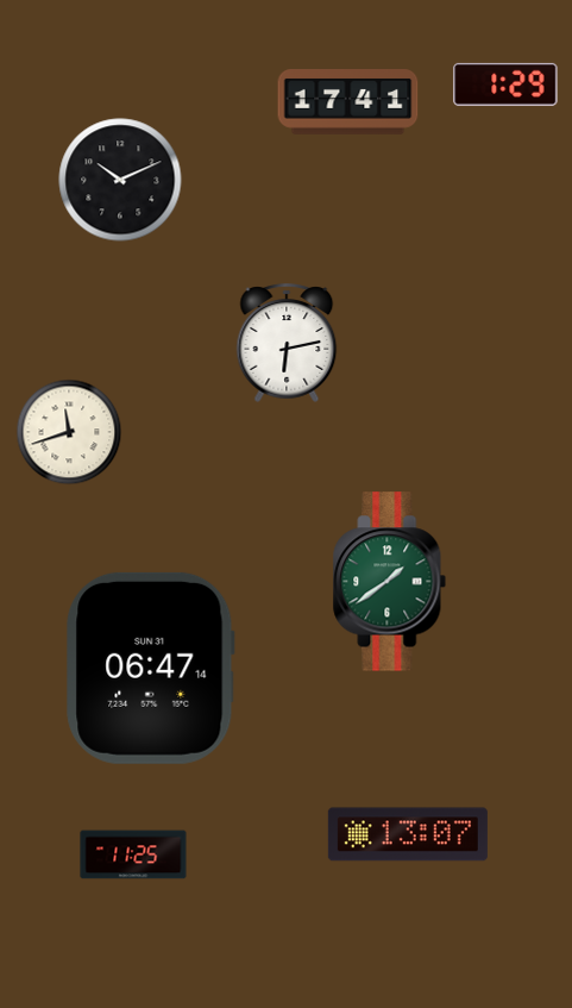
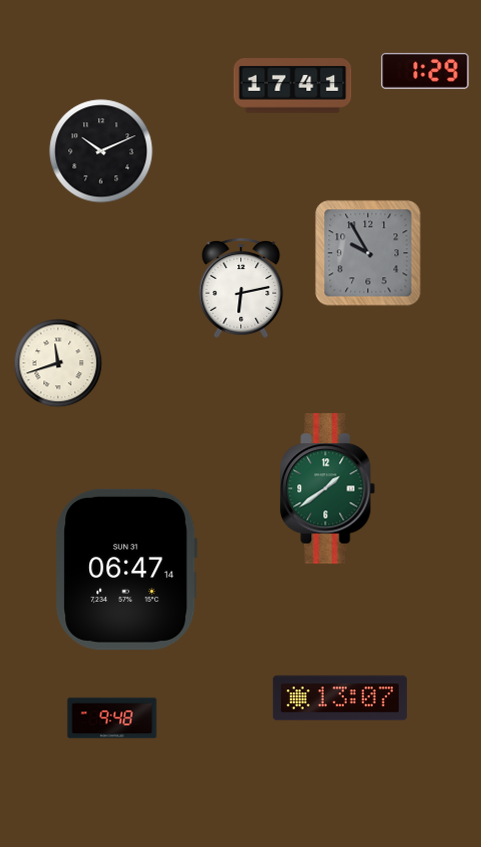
clock at (368, 253): none -> 9:55
clock at (150, 668) position: (150, 668) -> (126, 569)
clock at (408, 834) position: (408, 834) -> (340, 698)
clock at (133, 854): 11:25 -> 9:48
